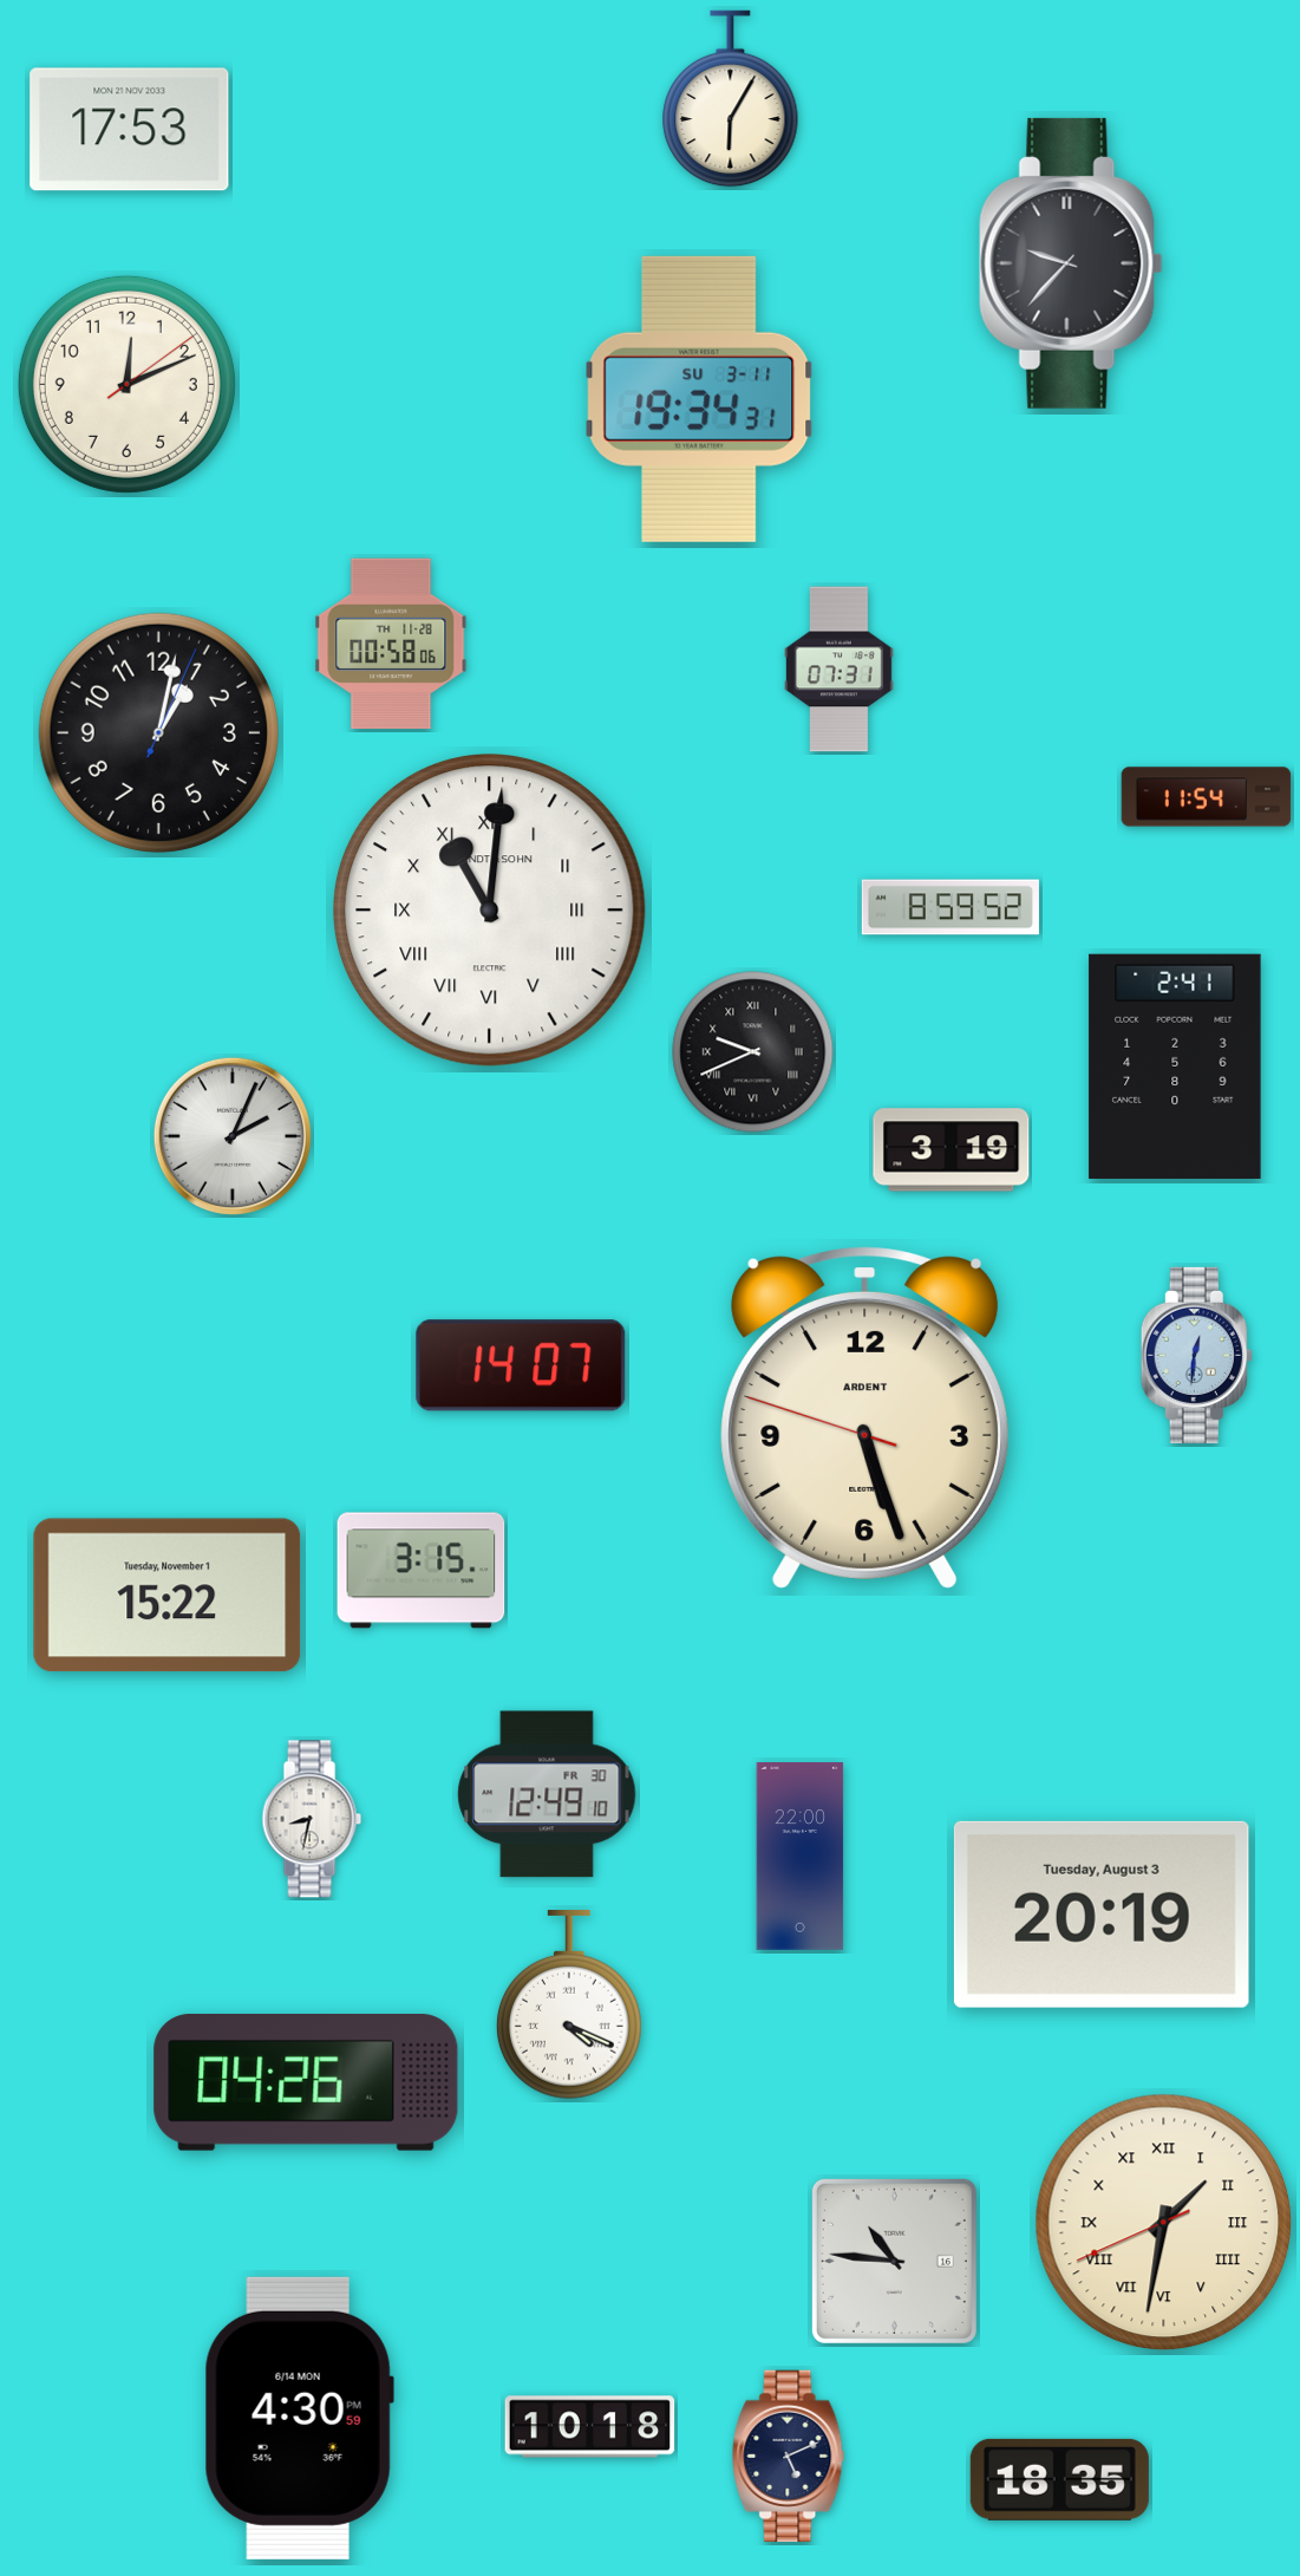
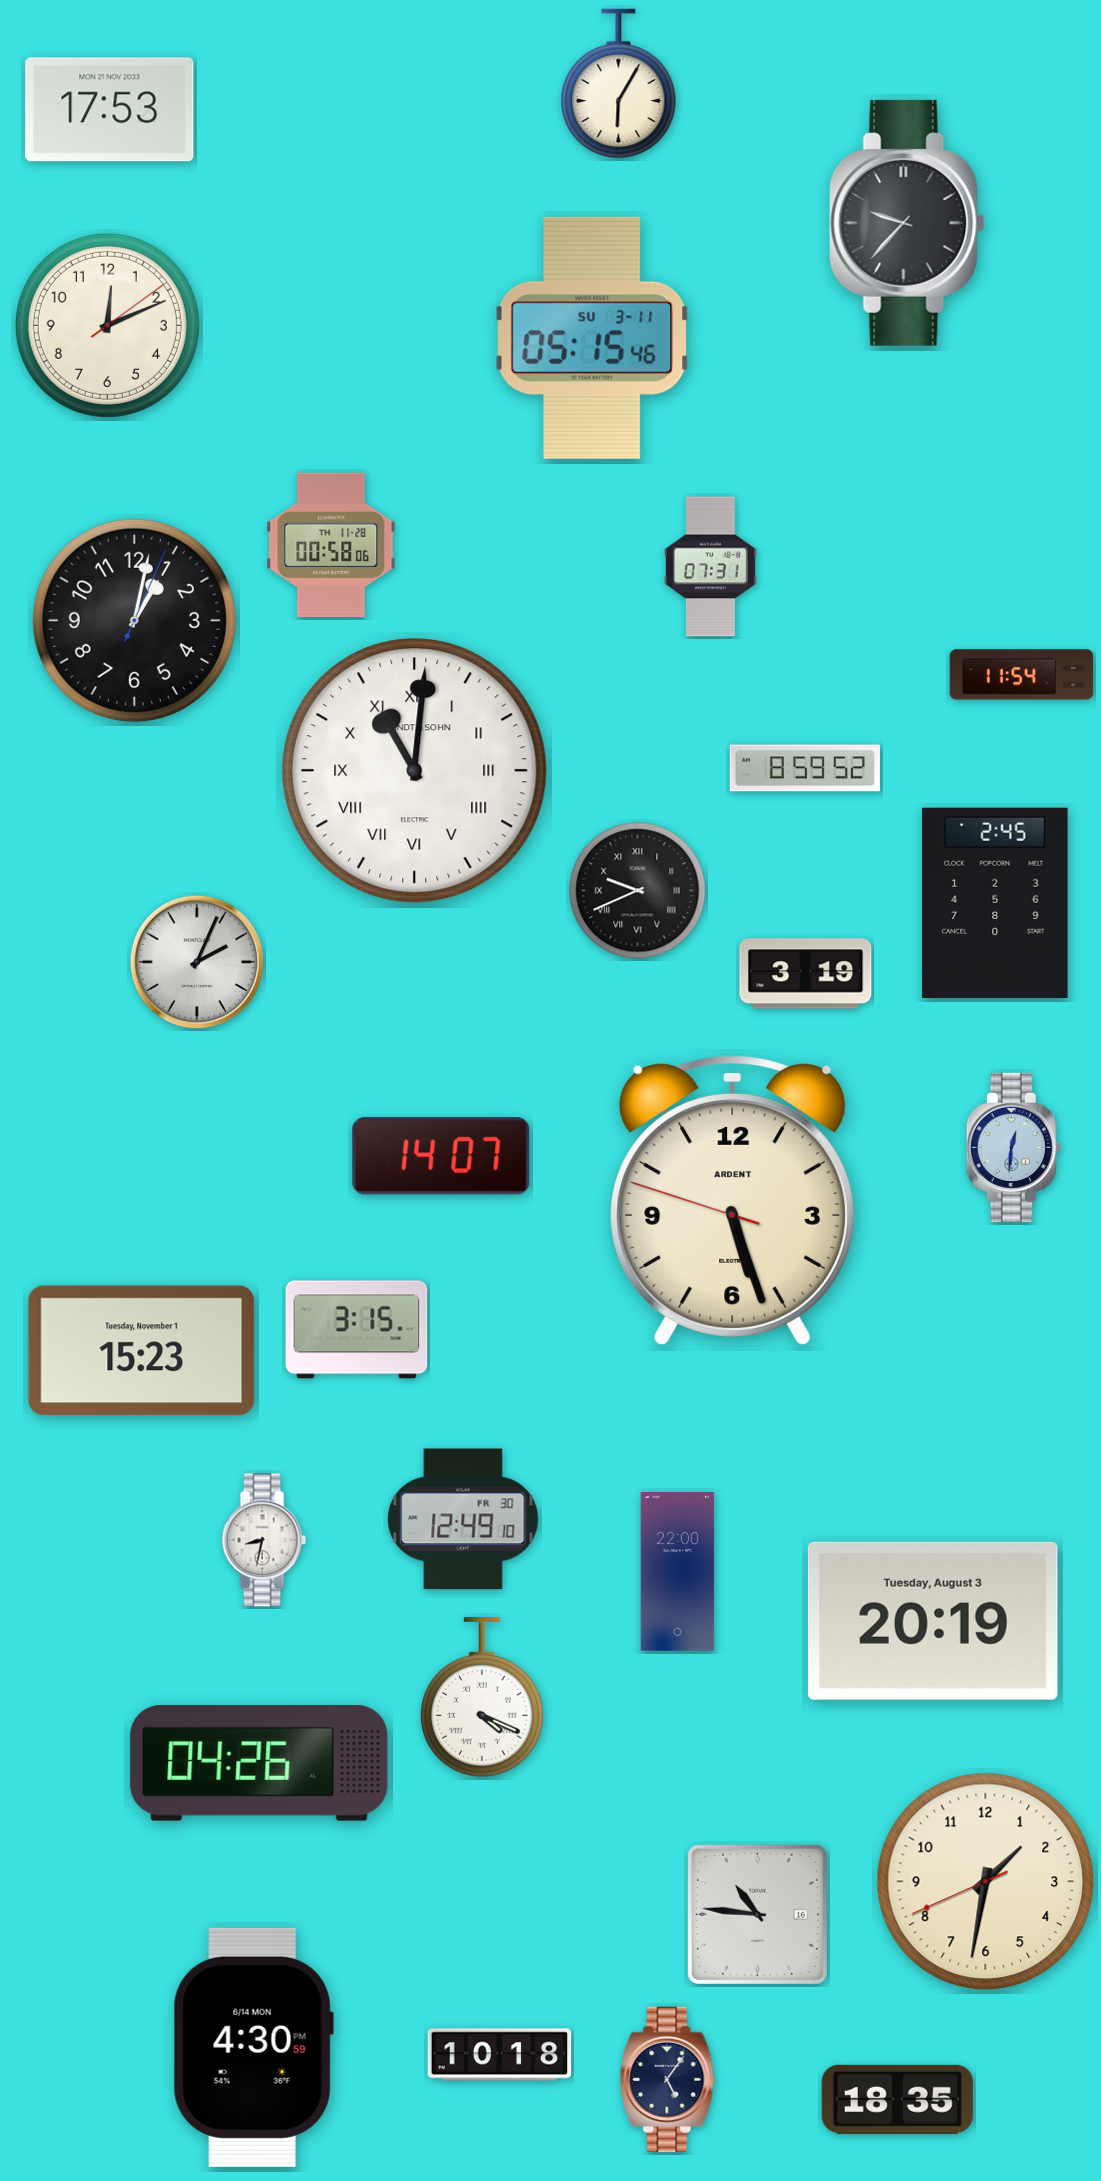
clock at (699, 399): 19:34 -> 05:15
clock at (1175, 1067): 2:41 -> 2:45
clock at (168, 1596): 15:22 -> 15:23
clock at (1164, 2223) numerals: Roman -> Arabic
clock at (789, 2457): 5:11 -> 5:06
